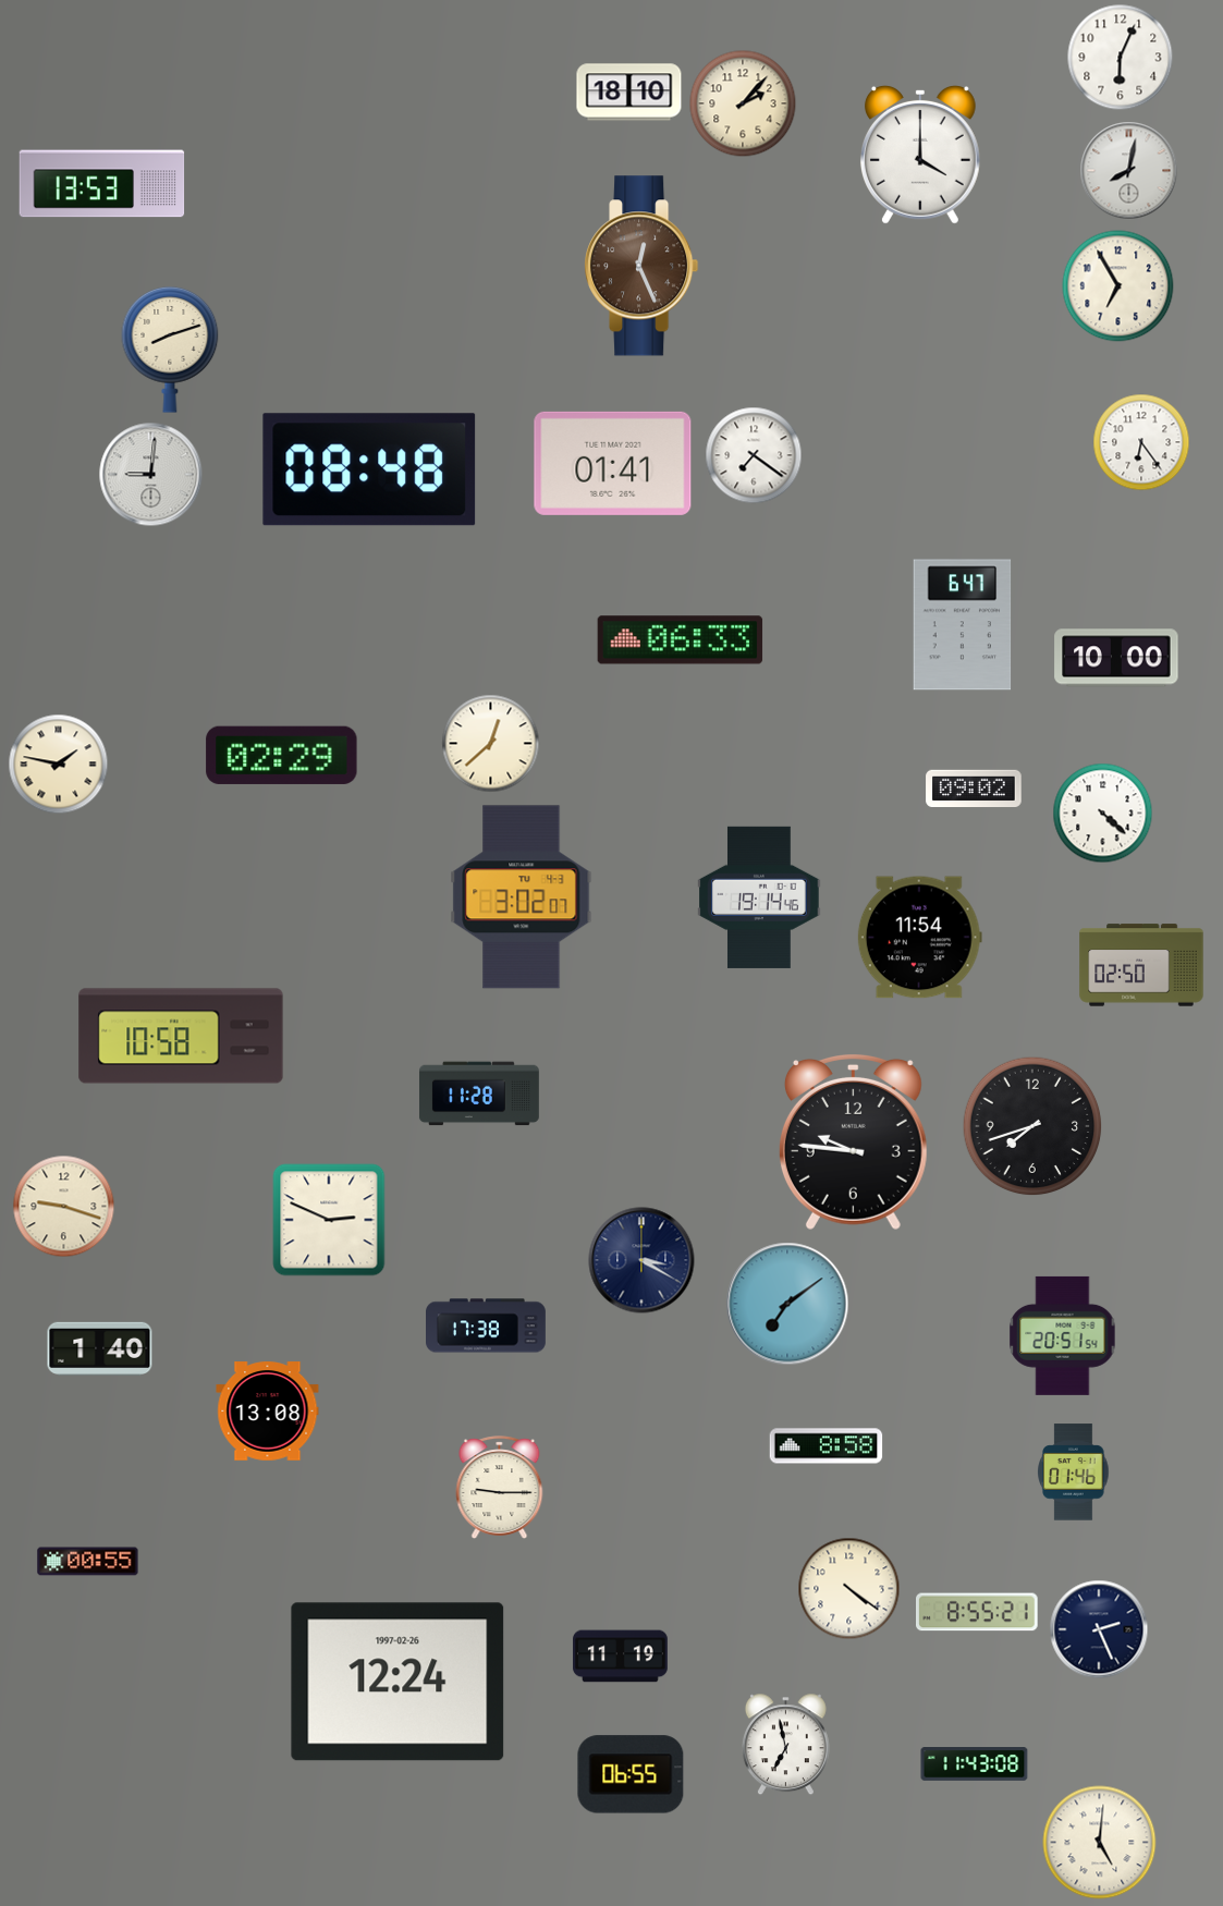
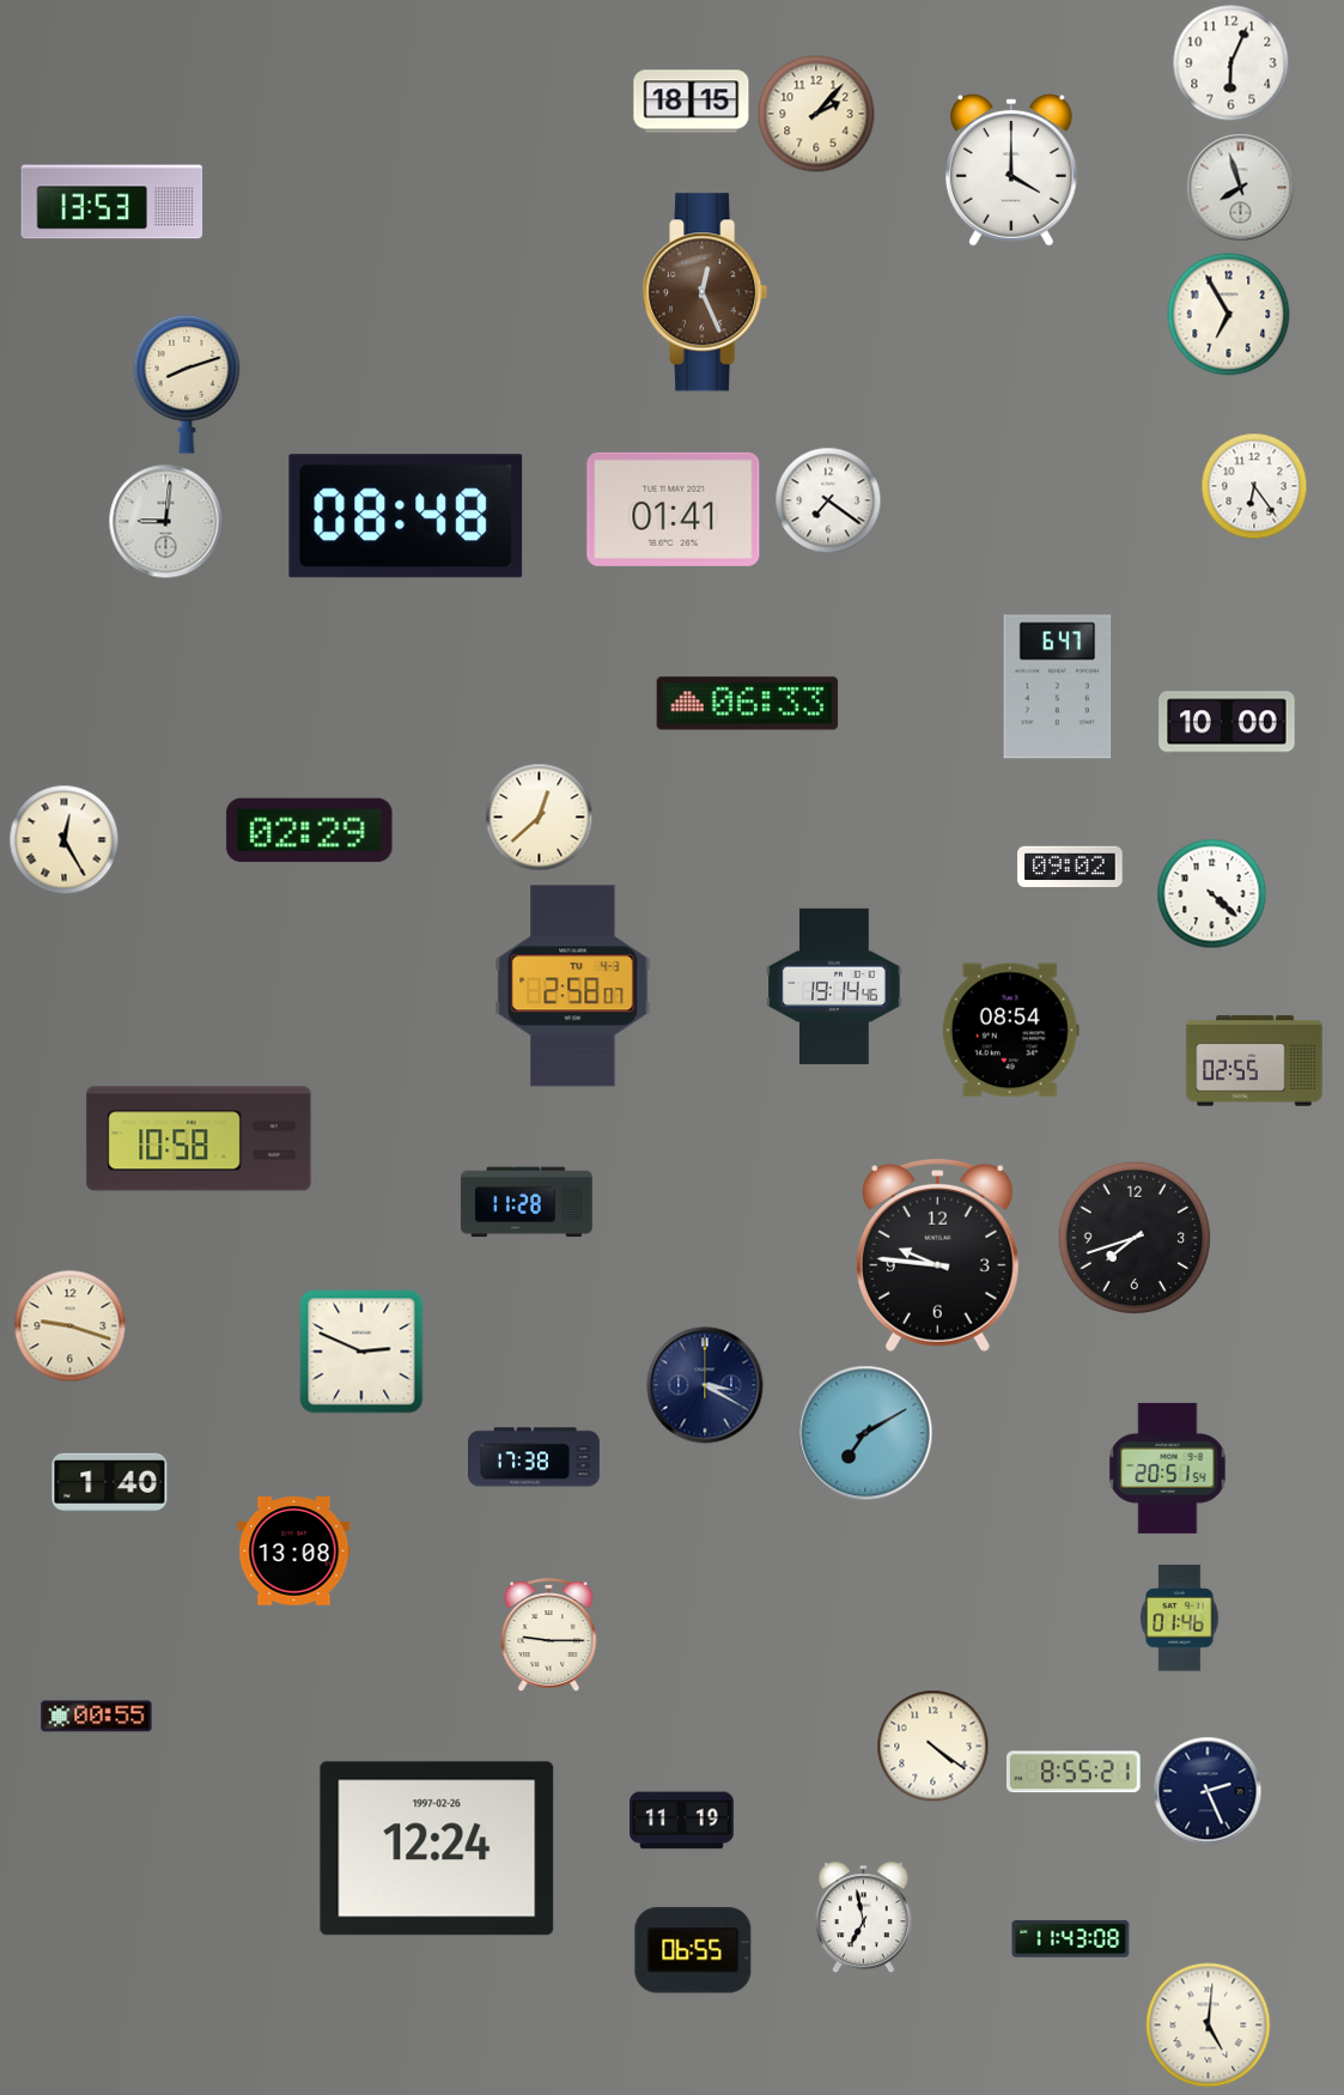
clock at (629, 93): 18:10 -> 18:15
clock at (1129, 171): 8:02 -> 7:57
clock at (59, 765): 1:47 -> 12:25
clock at (522, 897): 3:02 -> 2:58
clock at (919, 938): 11:54 -> 08:54
clock at (1141, 965): 02:50 -> 02:55
clock at (329, 1220) position: (329, 1220) -> (361, 1352)
clock at (787, 1304): 7:09 -> 7:10
clock at (827, 1446): 8:58 -> none
